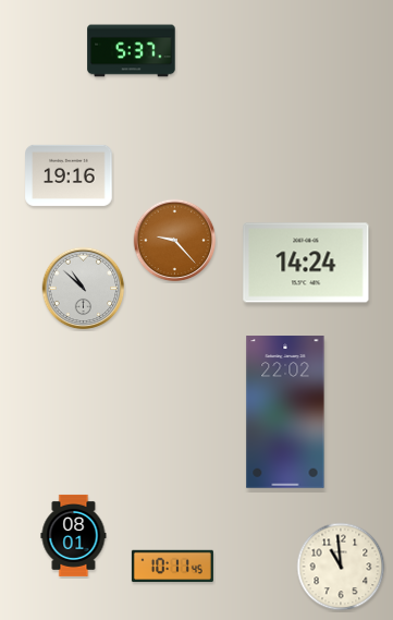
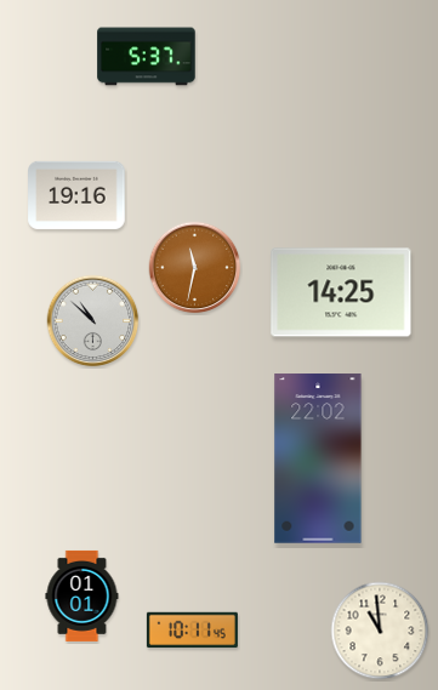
clock at (175, 241): 9:23 -> 11:32
clock at (306, 263): 14:24 -> 14:25
clock at (74, 535): 08:01 -> 01:01
